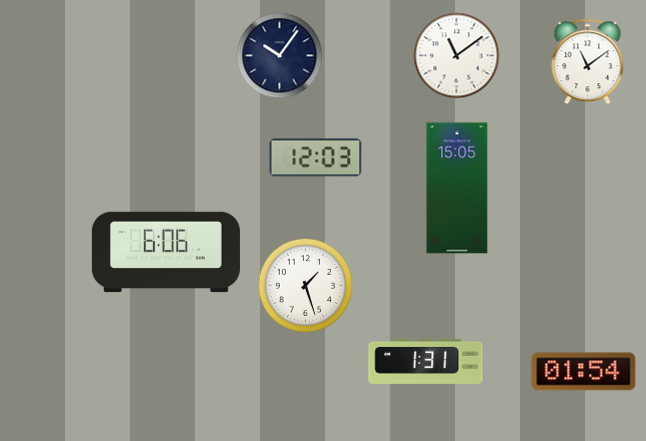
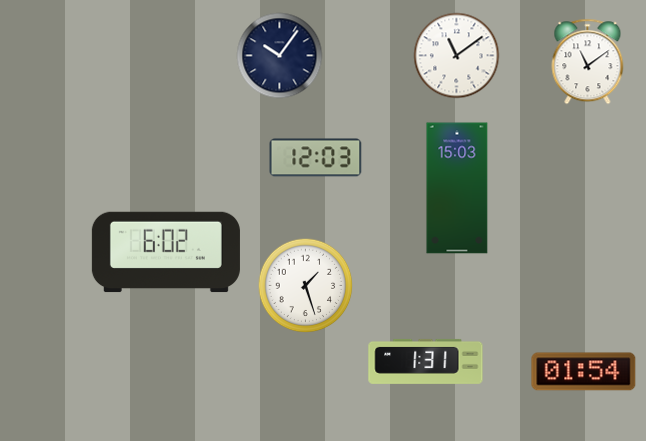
clock at (457, 188): 15:05 -> 15:03
clock at (166, 252): 6:06 -> 6:02
